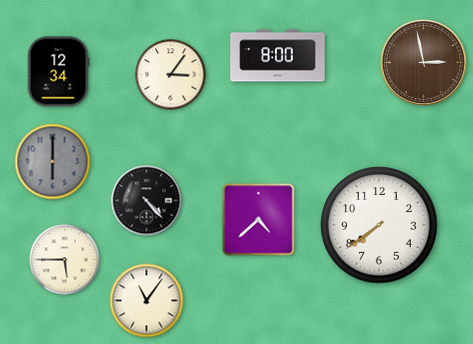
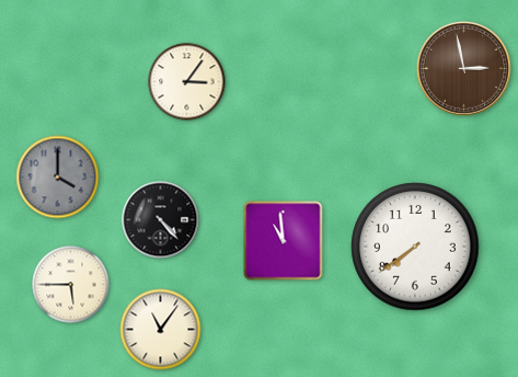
clock at (278, 56): 8:00 -> none
clock at (58, 72): 12:34 -> none
clock at (53, 162): 6:00 -> 4:00
clock at (259, 220): 4:38 -> 10:59
